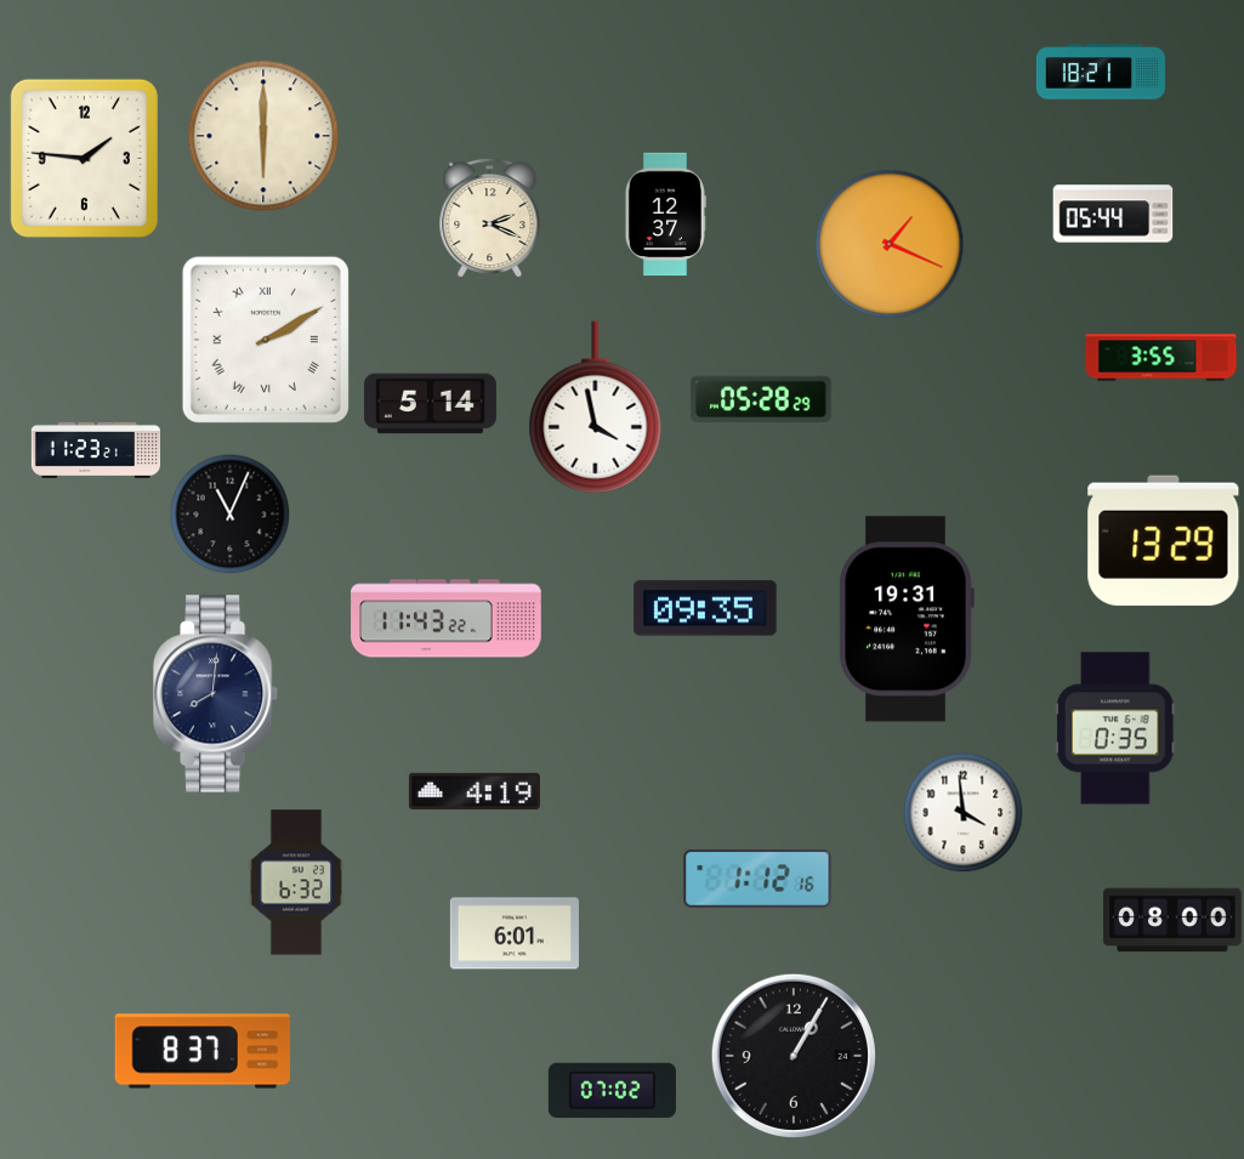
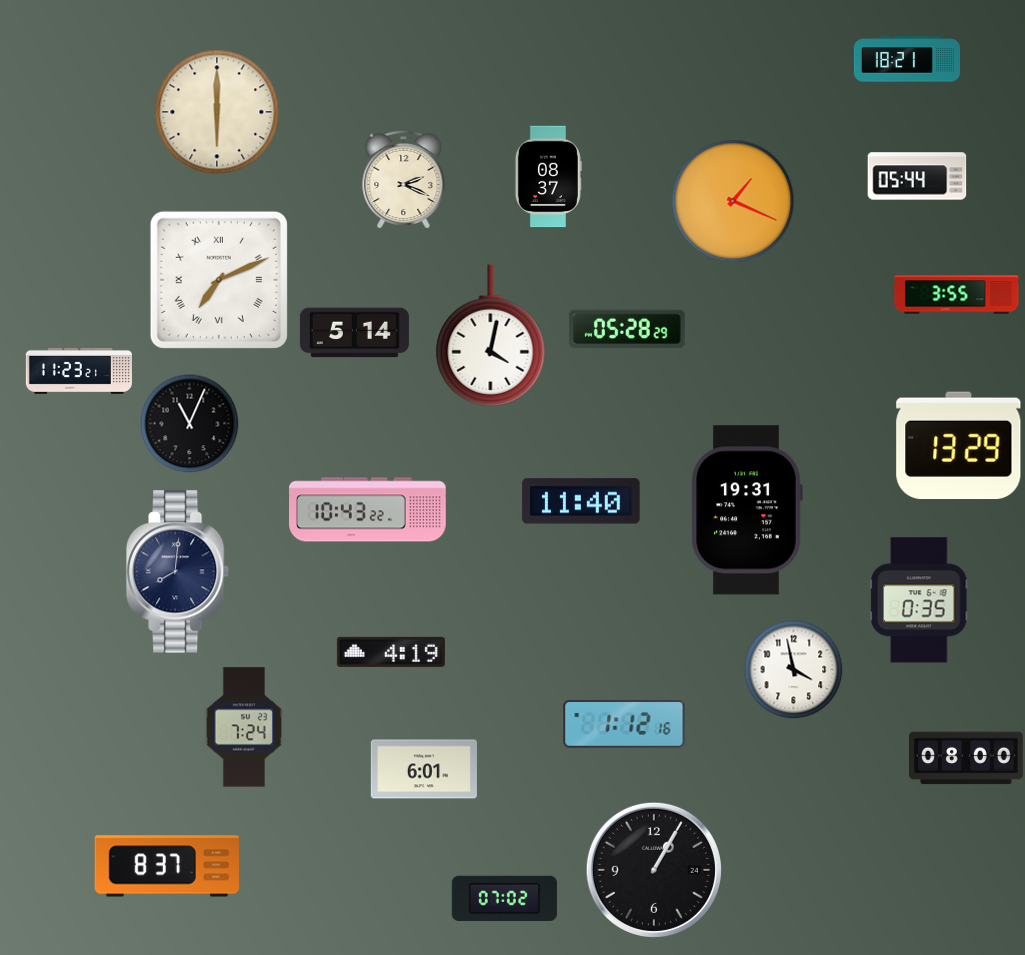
clock at (84, 158): 1:46 -> none
clock at (665, 215): 12:37 -> 08:37
clock at (266, 340): 2:10 -> 7:11
clock at (596, 408): 3:58 -> 4:02
clock at (705, 608): 09:35 -> 11:40
clock at (447, 619): 11:43 -> 10:43
clock at (964, 813): 3:59 -> 3:58
clock at (296, 882): 6:32 -> 7:24
